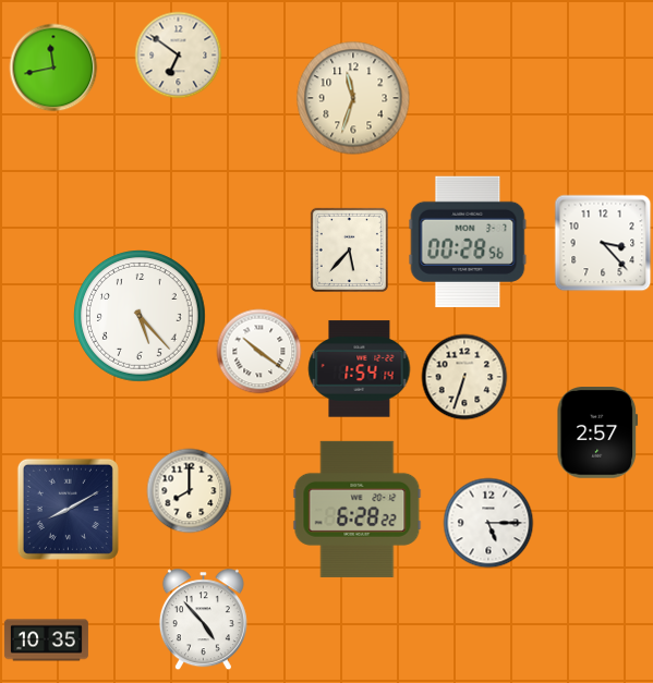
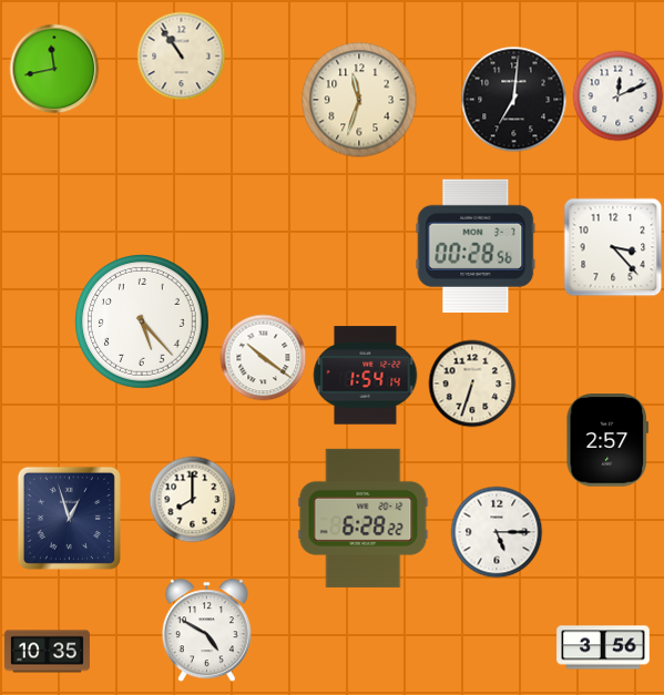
clock at (178, 54): 6:51 -> 10:54
clock at (617, 95): none -> 12:11
clock at (513, 99): none -> 7:01
clock at (349, 249): 5:37 -> none
clock at (68, 509): 8:10 -> 12:57
clock at (203, 619): 4:53 -> 4:50
clock at (603, 647): none -> 3:56
